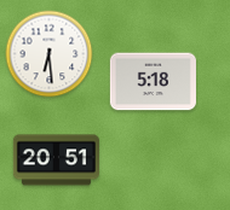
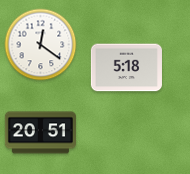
clock at (50, 54): 6:29 -> 12:21
clock at (56, 161) position: (56, 161) -> (40, 133)
